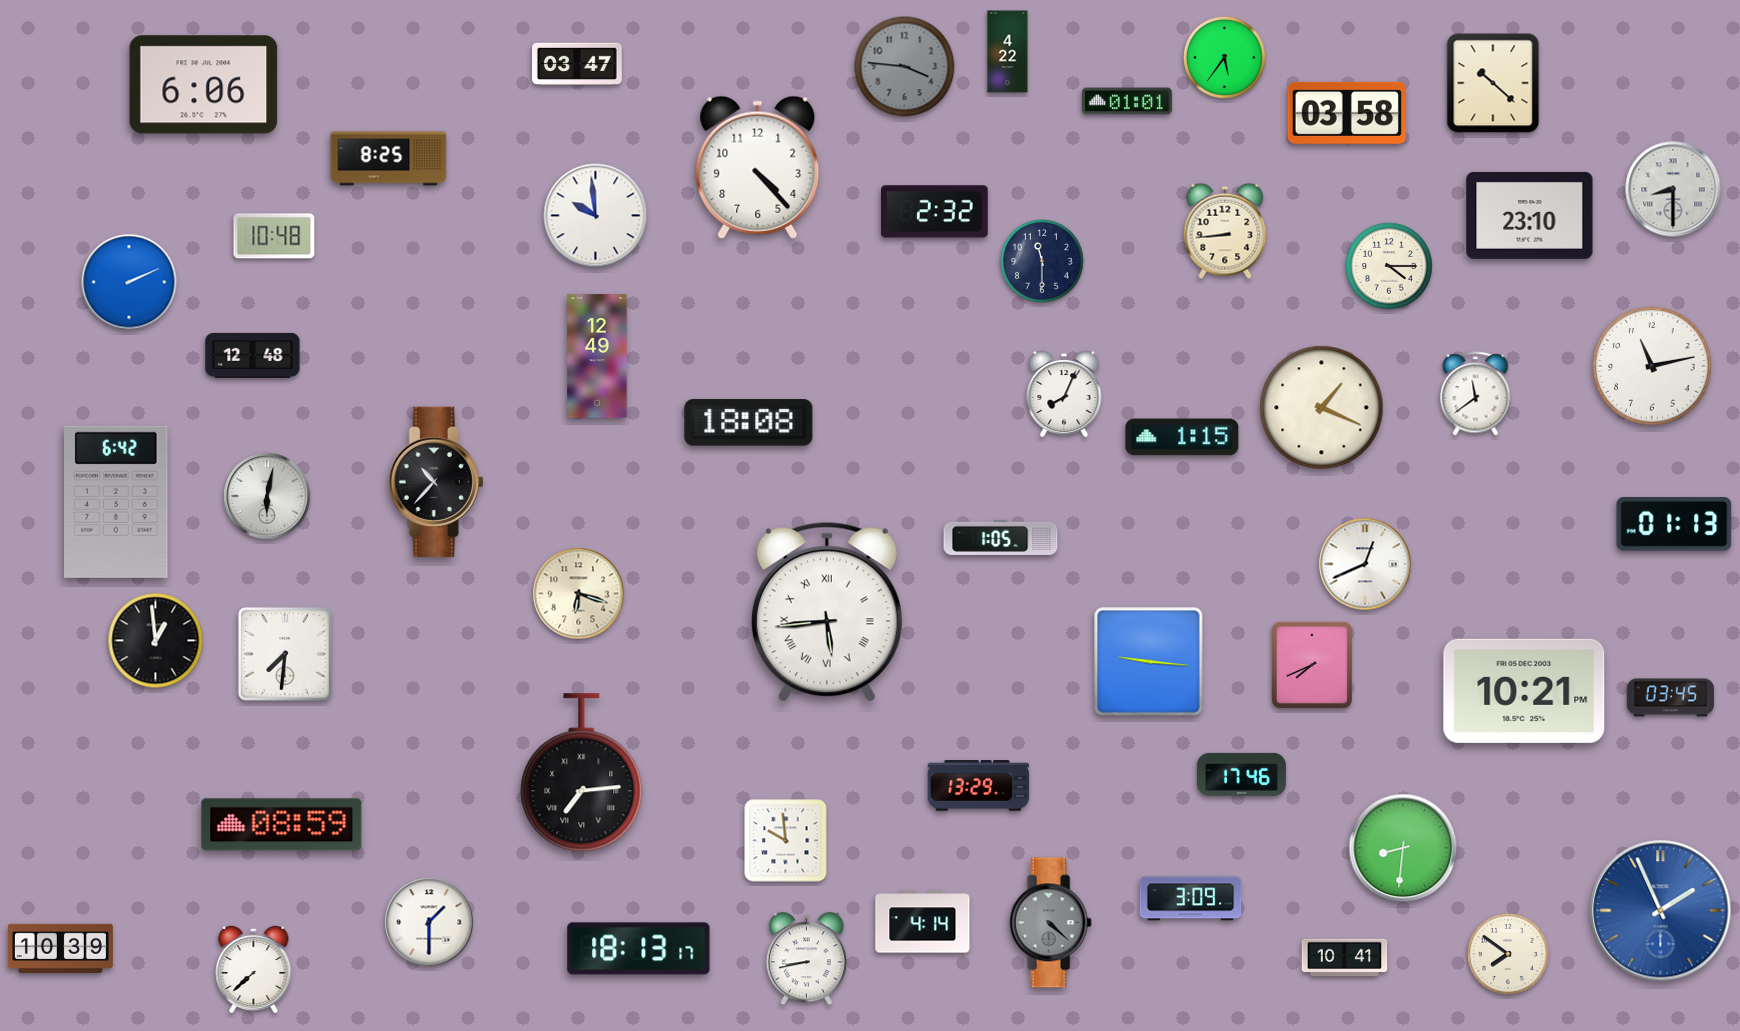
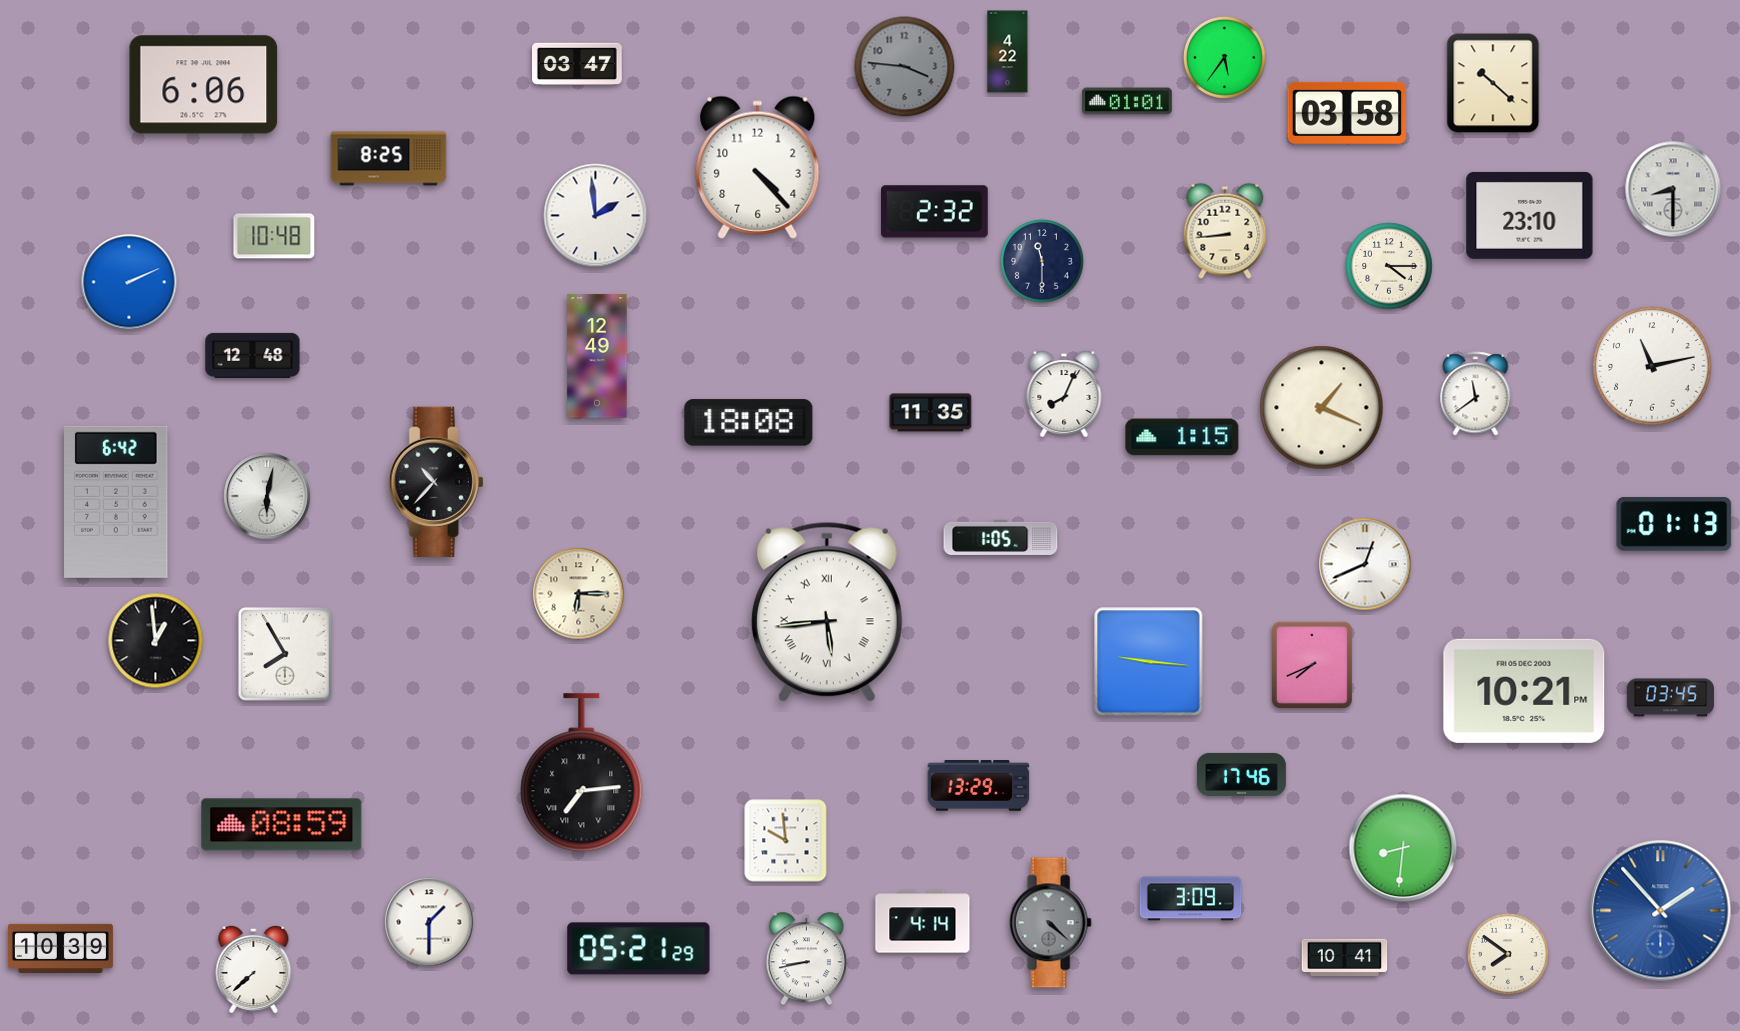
clock at (596, 216): 9:59 -> 1:59
clock at (931, 413): none -> 11:35
clock at (579, 594): 6:18 -> 6:15
clock at (285, 654): 7:31 -> 7:55
clock at (1661, 911): 1:56 -> 1:53
clock at (639, 949): 18:13 -> 05:21
